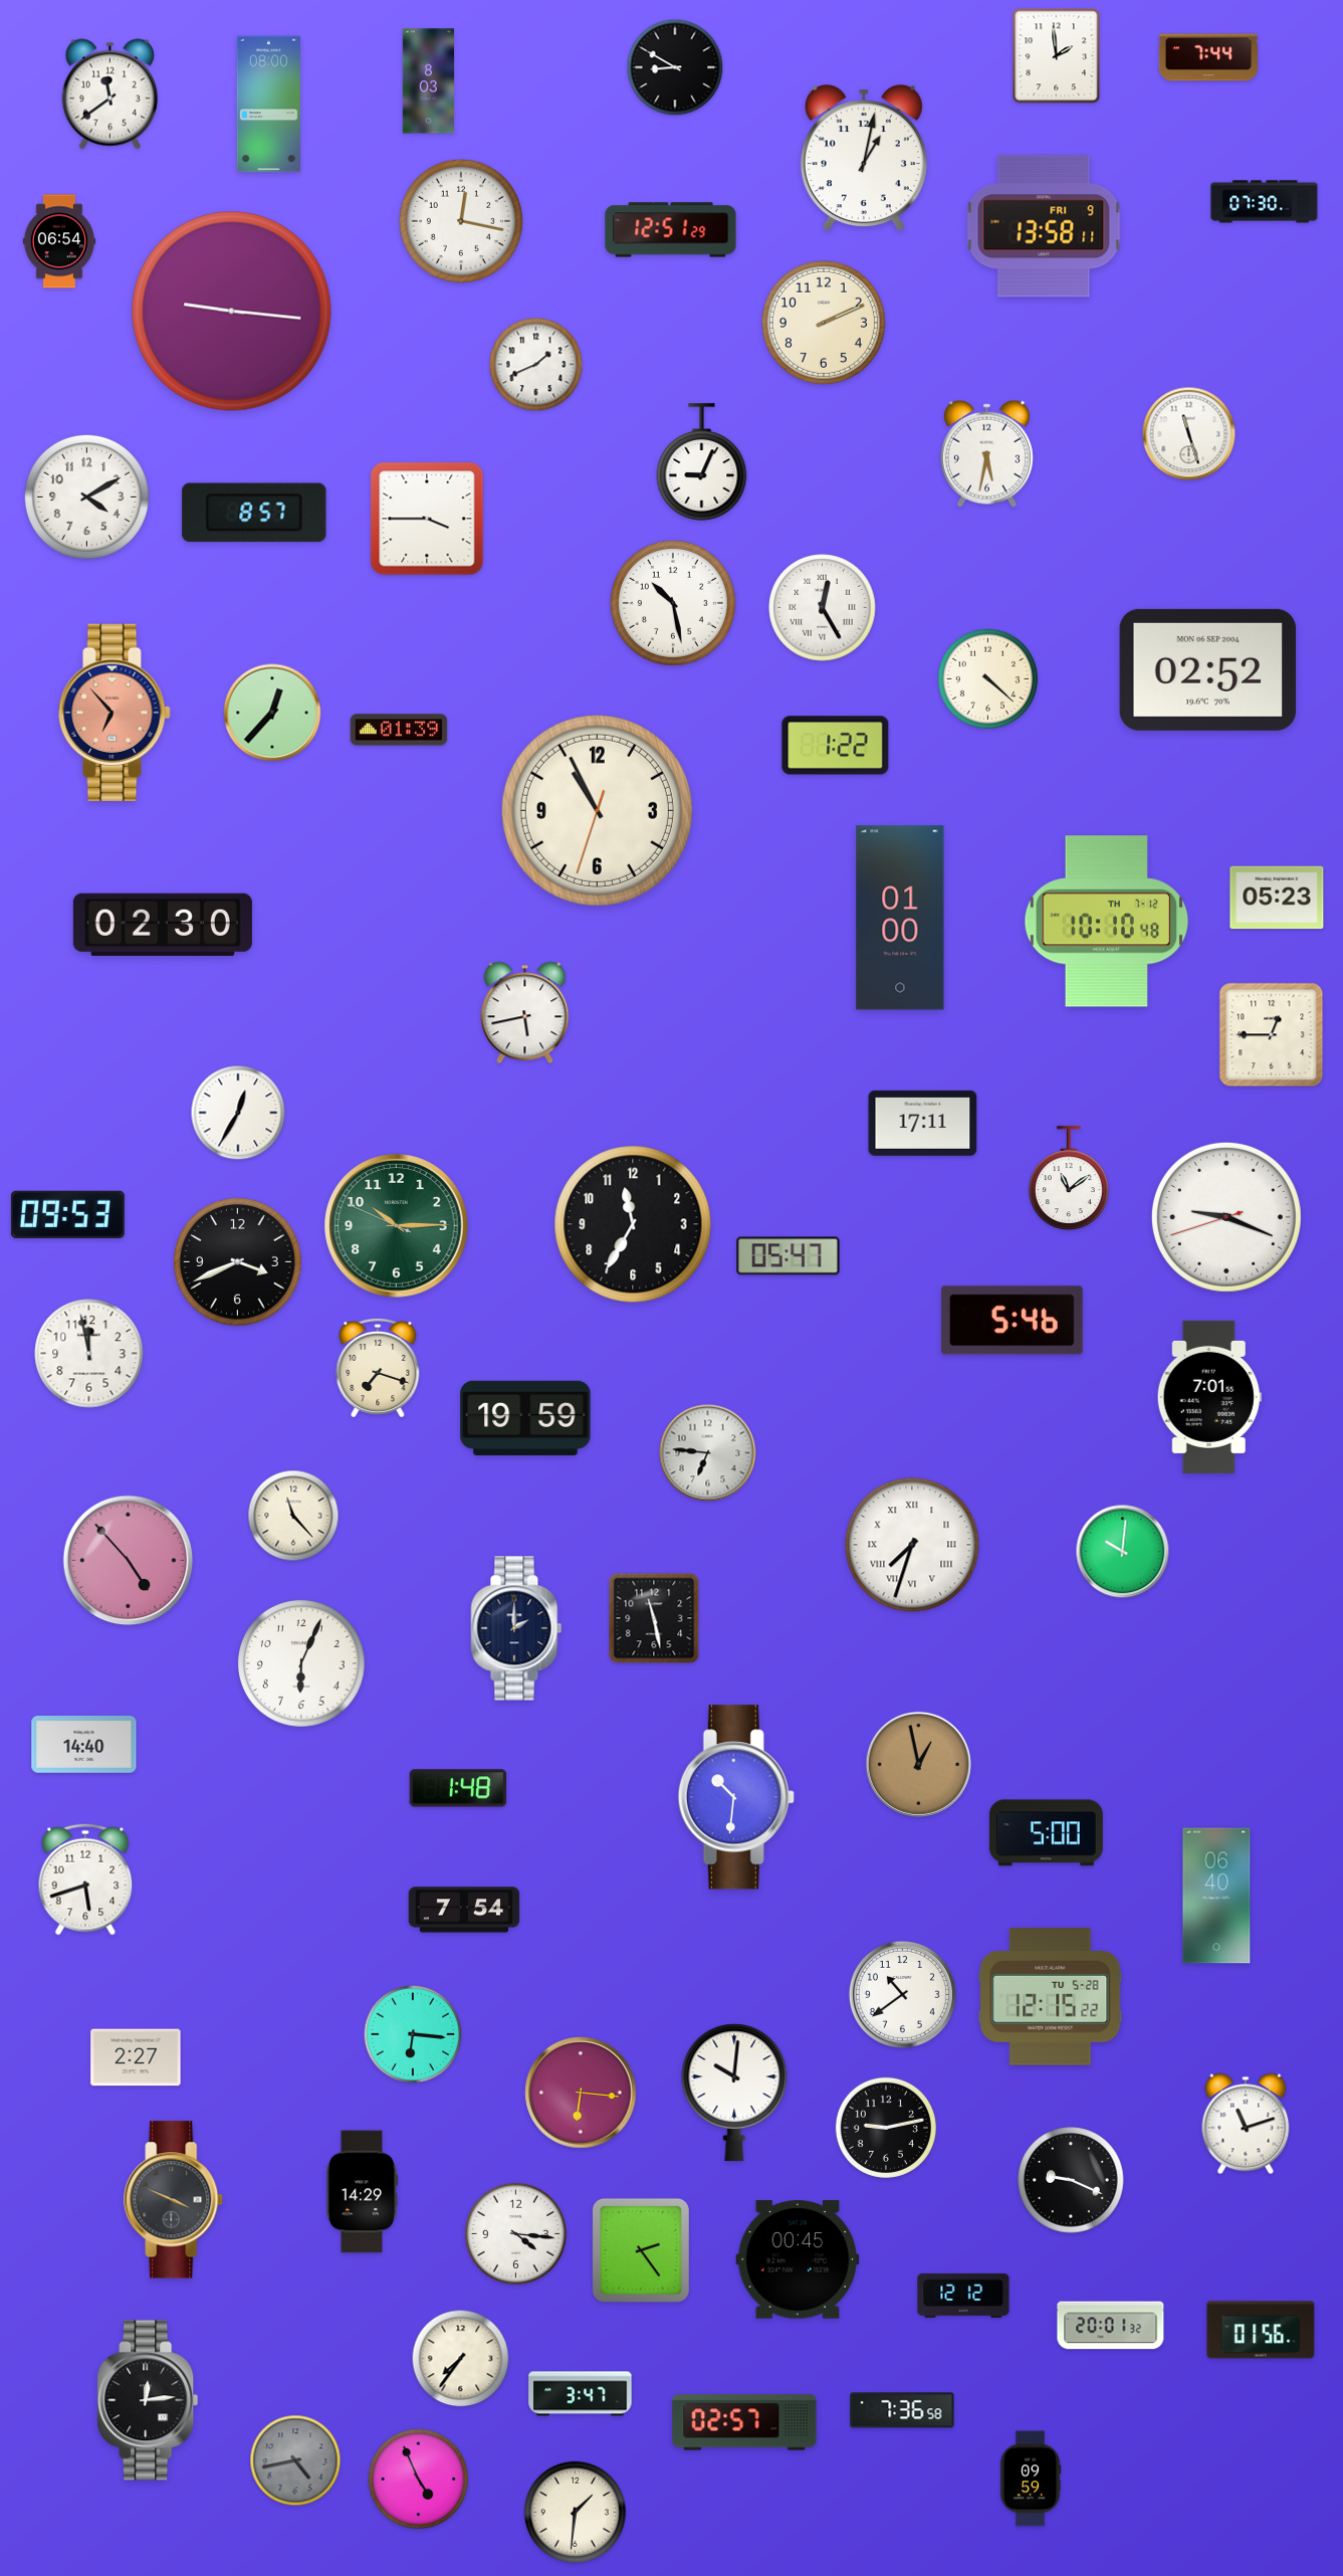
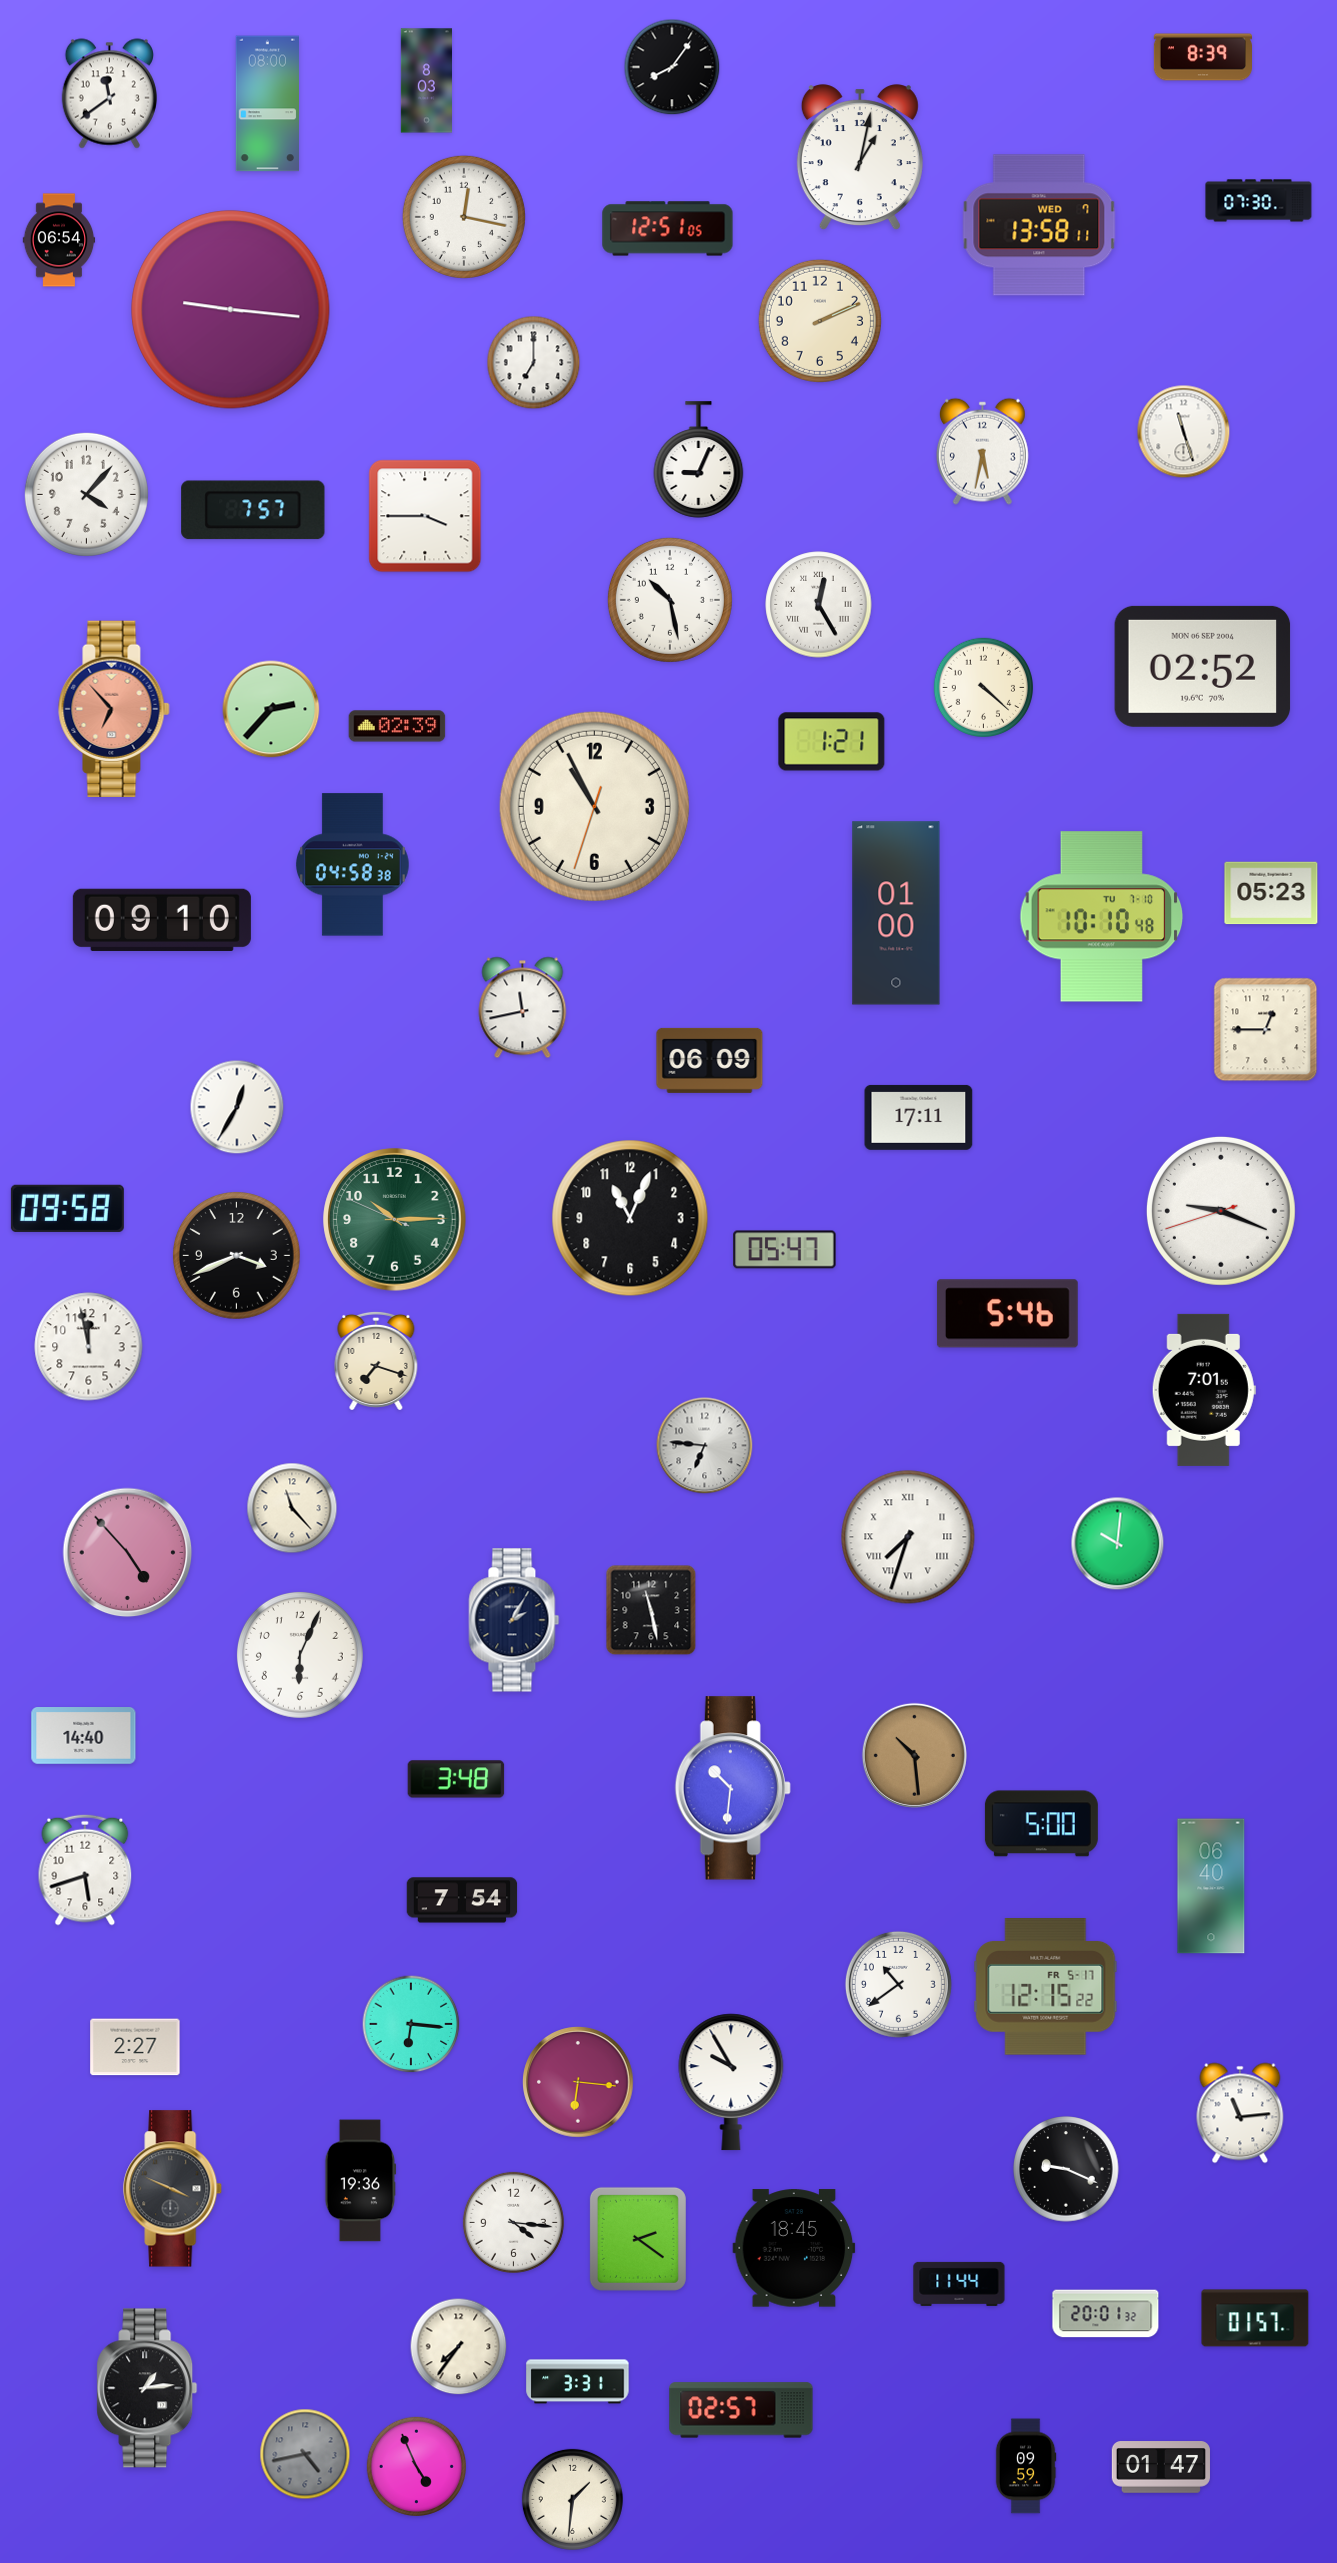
clock at (1057, 56): 1:59 -> none
clock at (1207, 57): 7:44 -> 8:39
clock at (675, 67): 8:50 -> 8:06
clock at (461, 221) position: (461, 221) -> (464, 217)
clock at (1044, 226) date: FRI 9 -> WED 7
clock at (671, 230): 12:51:29 -> 12:51:05
clock at (536, 365): 1:41 -> 7:00
clock at (86, 497): 4:10 -> 4:07
clock at (254, 513): 8:57 -> 7:57
clock at (987, 678) position: (987, 678) -> (983, 687)
clock at (272, 713): 12:37 -> 2:37
clock at (399, 730): 01:39 -> 02:39
clock at (836, 746): 1:22 -> 1:21
clock at (352, 865): none -> 04:58
clock at (1107, 922) date: TH 7-12 -> TU 7-10
clock at (163, 925): 02:30 -> 09:10
clock at (525, 1013): 5:43 -> 11:43
clock at (710, 1060): none -> 06:09
clock at (1069, 1179): 11:09 -> none
clock at (67, 1214): 09:53 -> 09:58
clock at (633, 1224): 11:35 -> 11:04
clock at (525, 1417): 19:59 -> none
clock at (516, 1628): 2:00 -> 2:05
clock at (918, 1764): 12:58 -> 10:29
clock at (458, 1788): 1:48 -> 3:48
clock at (1051, 1997) date: TU 5-28 -> FR 5-17
clock at (734, 2093): 10:01 -> 9:55
clock at (1246, 2124): 11:12 -> 11:14
clock at (886, 2128): 9:13 -> none
clock at (363, 2192): 14:29 -> 19:36
clock at (641, 2250): 2:24 -> 2:21
clock at (798, 2259): 00:45 -> 18:45
clock at (963, 2296): 12:12 -> 11:44
clock at (1261, 2330): 01:56 -> 01:57
clock at (581, 2394): 3:47 -> 3:31
clock at (148, 2400): 12:14 -> 1:14
clock at (902, 2410): 7:36 -> none
clock at (295, 2460) position: (295, 2460) -> (305, 2454)
clock at (1160, 2467): none -> 01:47
